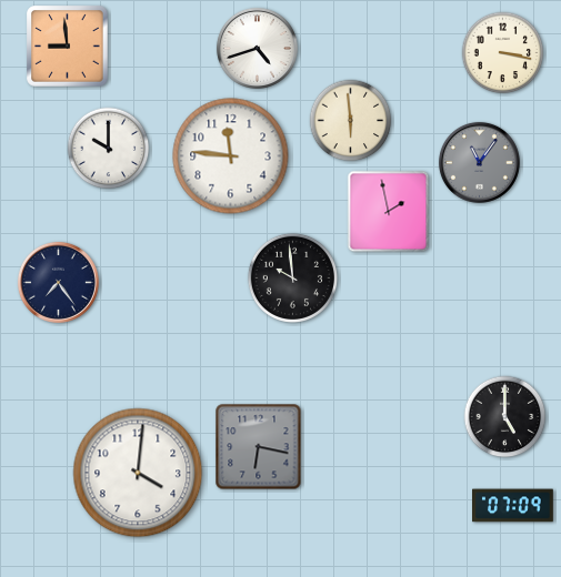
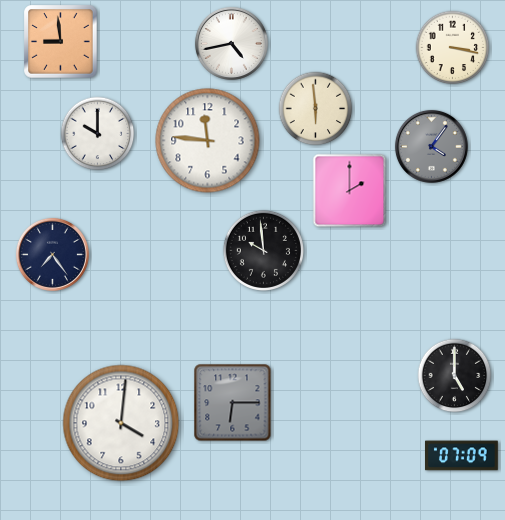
clock at (257, 48): 4:42 -> 4:43
clock at (479, 162): 11:06 -> 4:06
clock at (389, 212): 1:58 -> 2:00
clock at (259, 447): 6:17 -> 6:15
clock at (138, 473) position: (138, 473) -> (121, 423)
